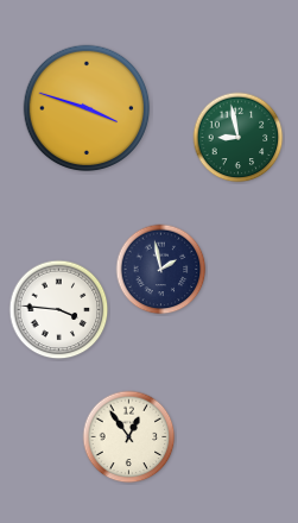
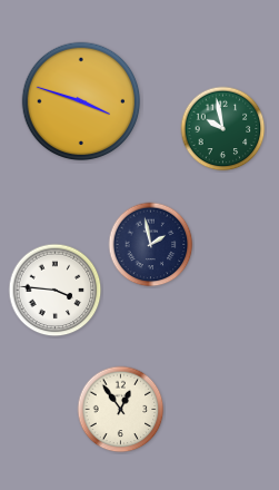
clock at (239, 138): 8:58 -> 9:58
clock at (161, 270) position: (161, 270) -> (151, 245)
